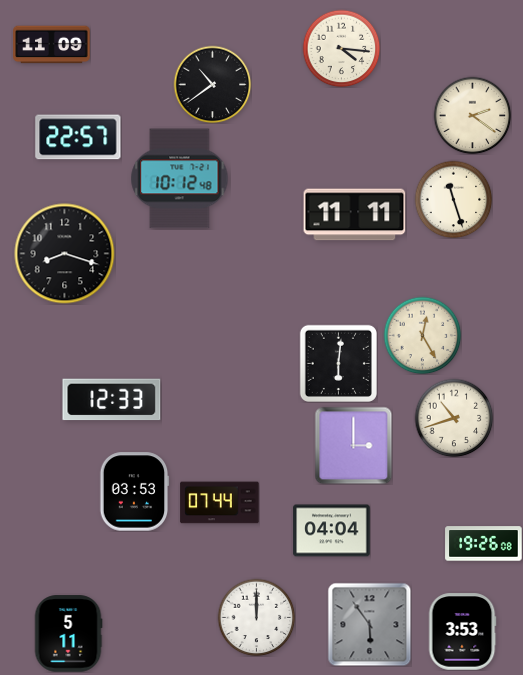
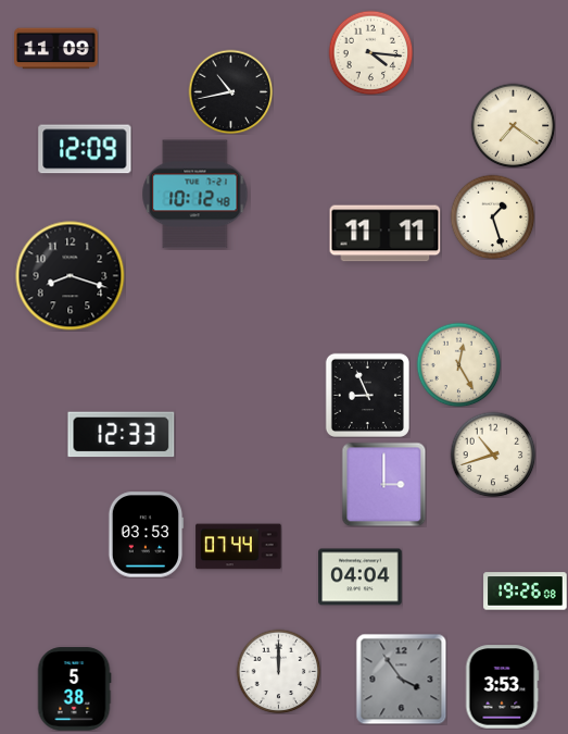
clock at (212, 84): 10:39 -> 10:43
clock at (472, 115): 2:21 -> 7:21
clock at (78, 137): 22:57 -> 12:09
clock at (453, 199): 11:27 -> 1:27
clock at (338, 363): 6:01 -> 8:56
clock at (369, 624): 5:54 -> 3:54
clock at (68, 634): 5:11 -> 5:38
